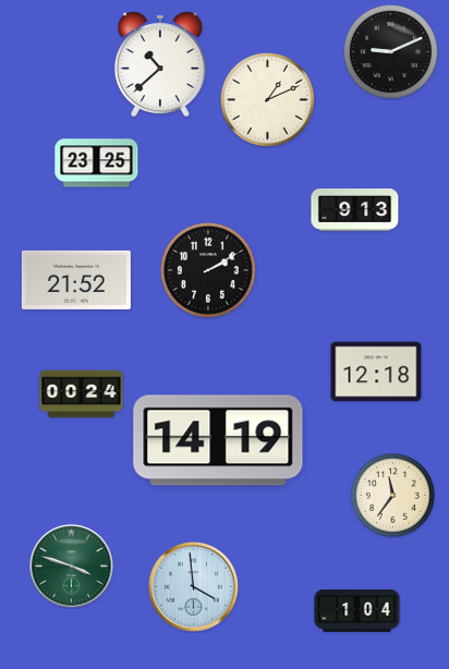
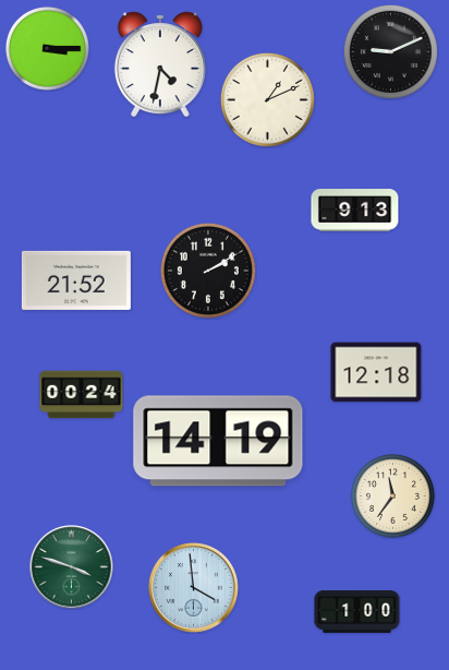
clock at (47, 48): none -> 3:15
clock at (160, 64): 10:38 -> 4:32
clock at (97, 163): 23:25 -> none
clock at (357, 611): 1:04 -> 1:00
